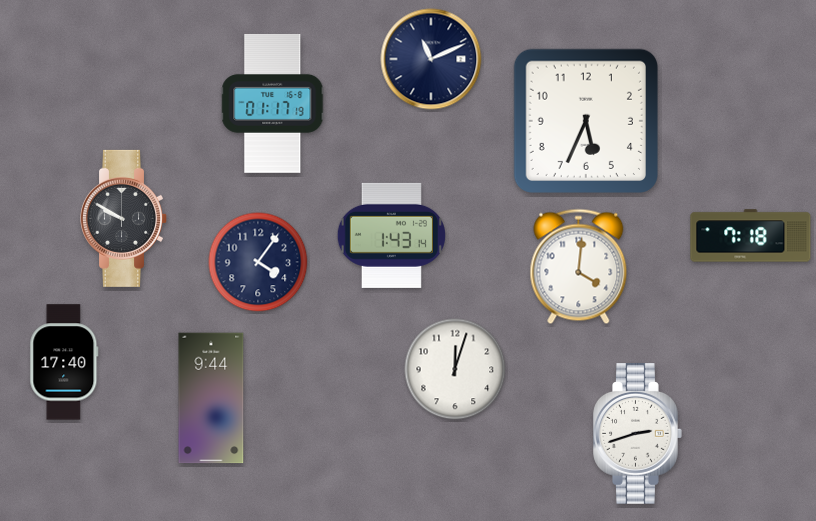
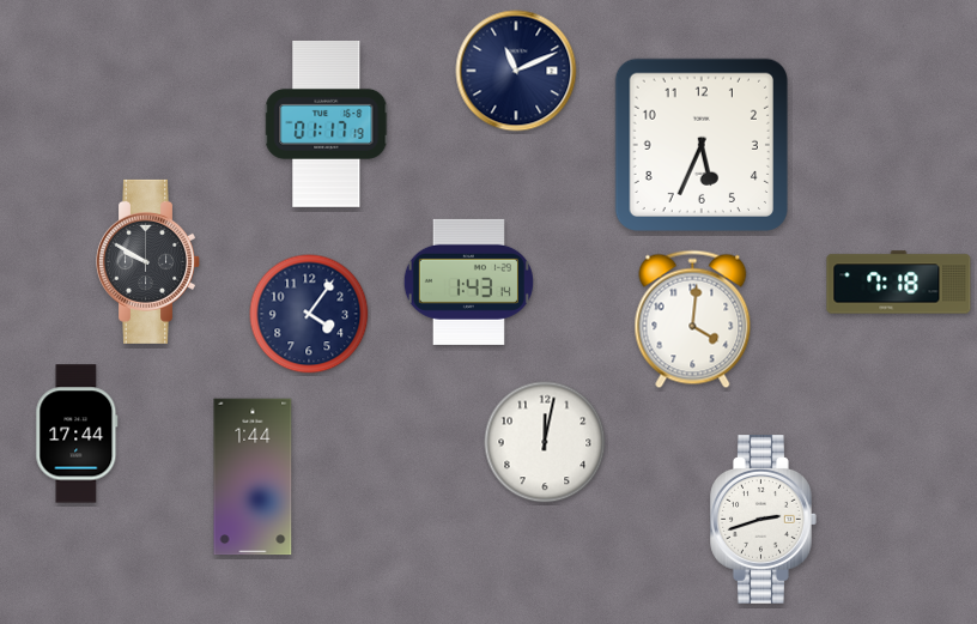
clock at (64, 362): 17:40 -> 17:44
clock at (455, 369): 12:03 -> 12:02
clock at (211, 398): 9:44 -> 1:44
